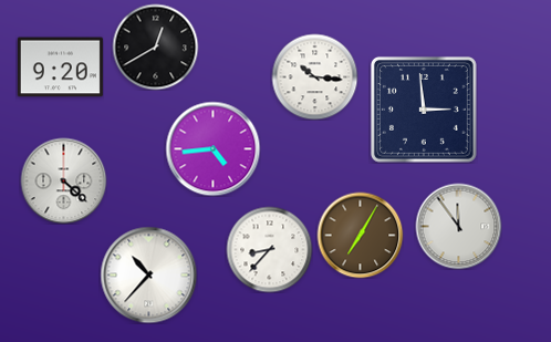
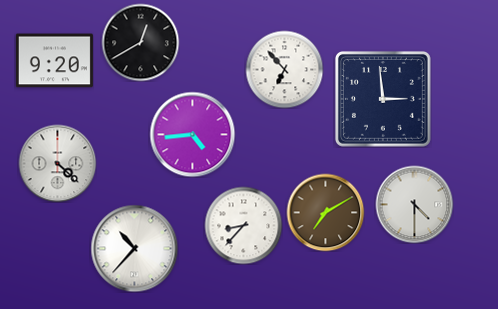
clock at (314, 76): 10:16 -> 6:53
clock at (458, 226): 11:54 -> 4:30
clock at (360, 235): 7:05 -> 7:10
